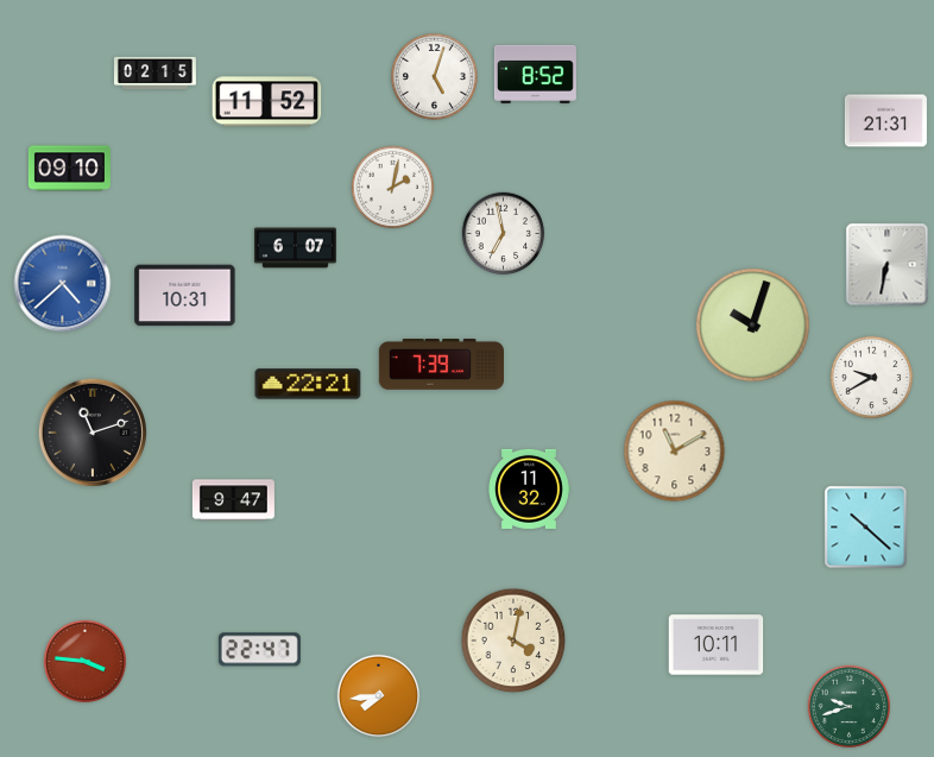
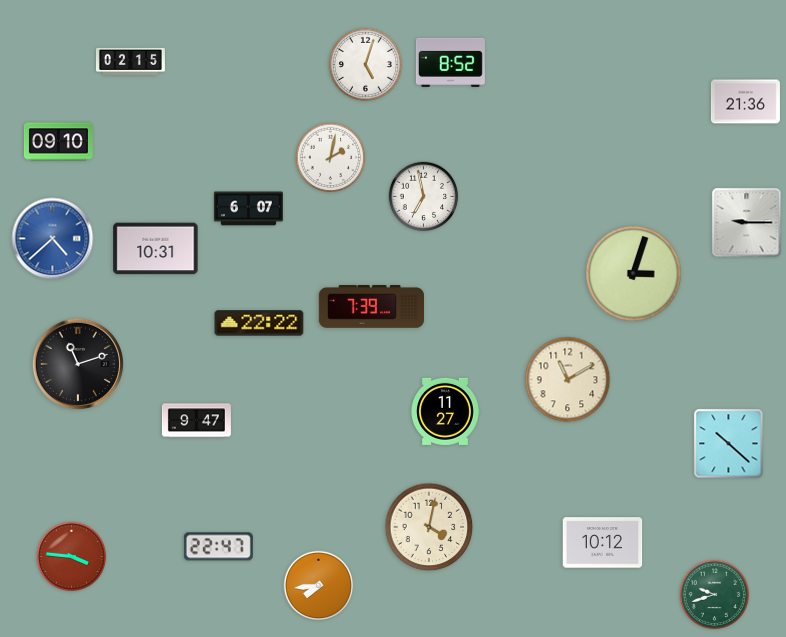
clock at (267, 102): 11:52 -> none
clock at (885, 121): 21:31 -> 21:36
clock at (888, 265): 6:32 -> 9:15
clock at (753, 326): 10:03 -> 3:03
clock at (872, 378): 9:40 -> none
clock at (308, 384): 22:21 -> 22:22
clock at (529, 488): 11:32 -> 11:27
clock at (513, 641) position: (513, 641) -> (429, 527)
clock at (717, 645): 10:11 -> 10:12
